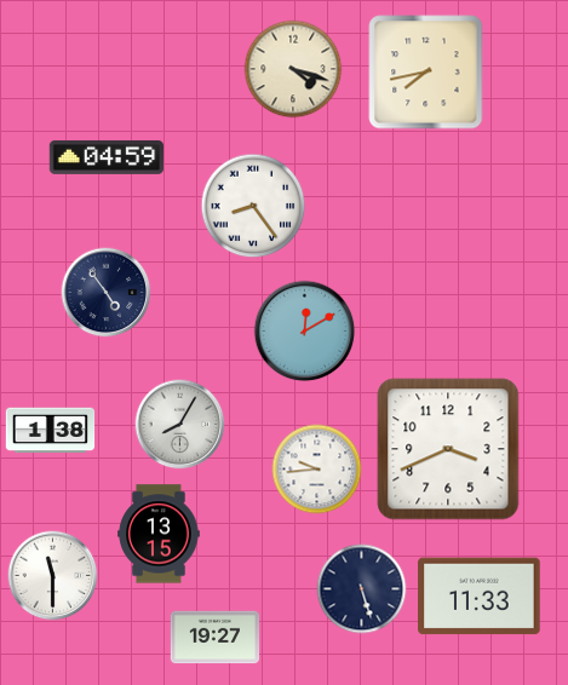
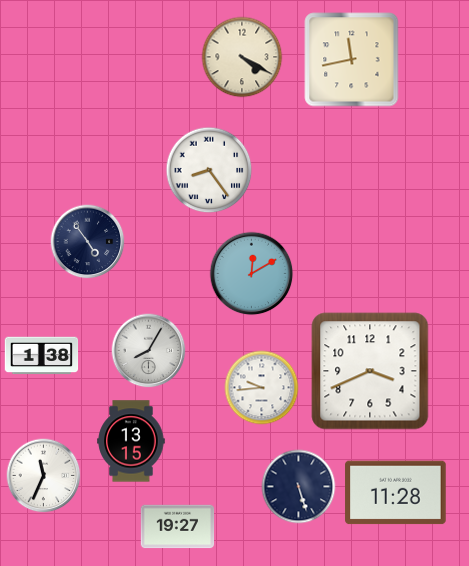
clock at (293, 69): 4:18 -> 4:20
clock at (426, 73): 7:43 -> 11:43
clock at (107, 157): 04:59 -> none
clock at (53, 576): 11:30 -> 11:34
clock at (480, 597): 11:33 -> 11:28
